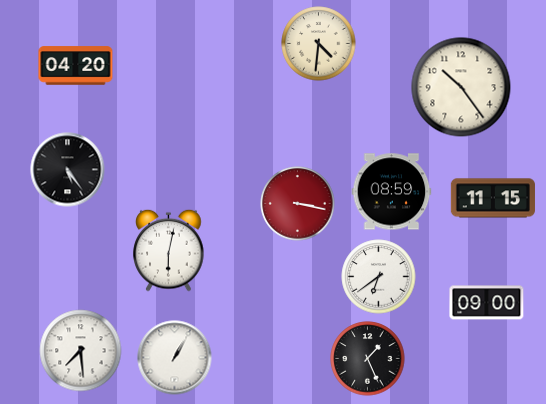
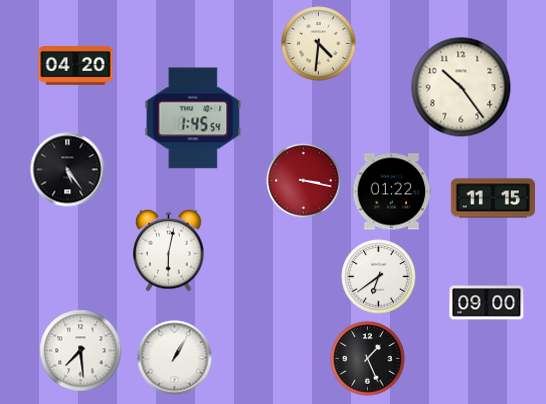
clock at (193, 118): none -> 1:45
clock at (392, 192): 08:59 -> 01:22
clock at (298, 204) position: (298, 204) -> (304, 181)
